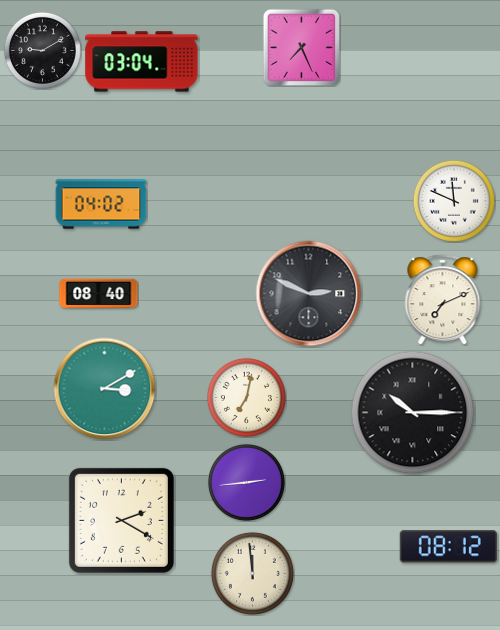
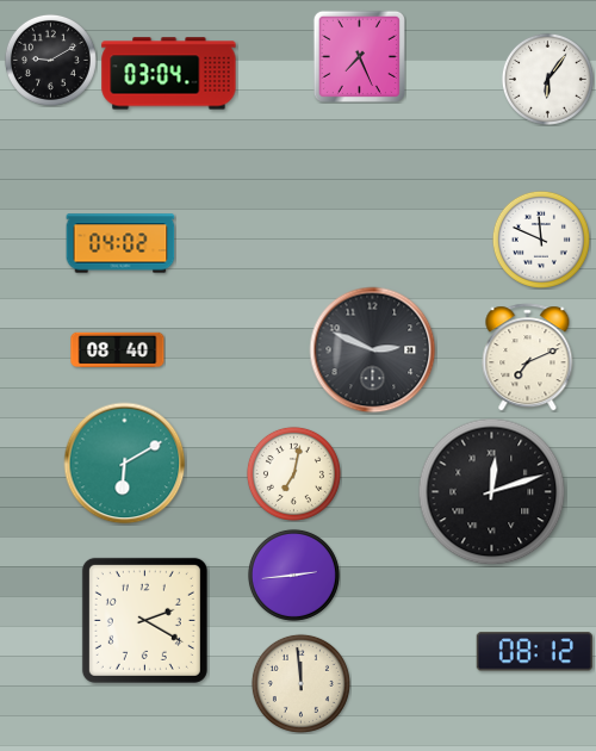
clock at (547, 79): none -> 6:06
clock at (309, 294) position: (309, 294) -> (373, 350)
clock at (105, 389): 3:10 -> 6:10
clock at (413, 413): 10:15 -> 12:12
